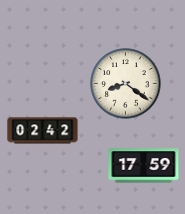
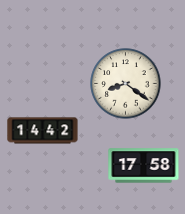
clock at (43, 131): 02:42 -> 14:42
clock at (144, 166): 17:59 -> 17:58
